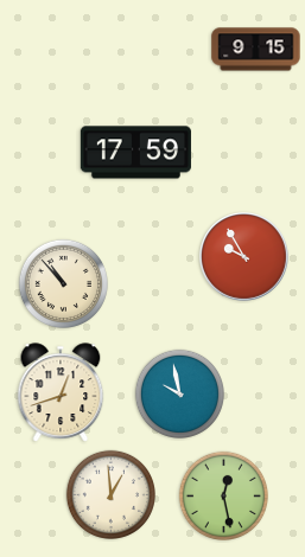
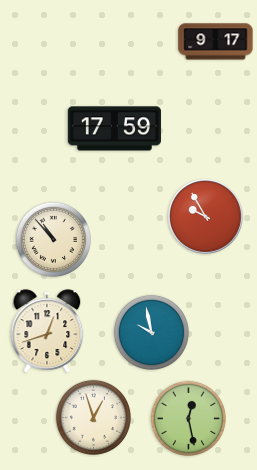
clock at (256, 50): 9:15 -> 9:17
clock at (61, 392) position: (61, 392) -> (47, 331)
clock at (110, 494): 12:59 -> 12:57
